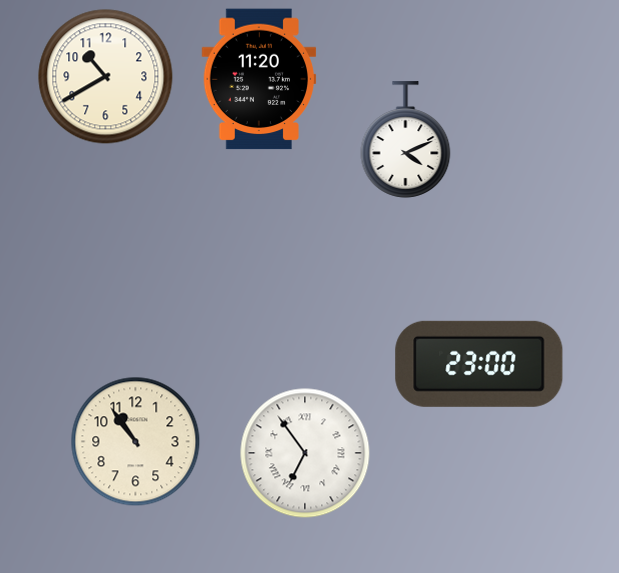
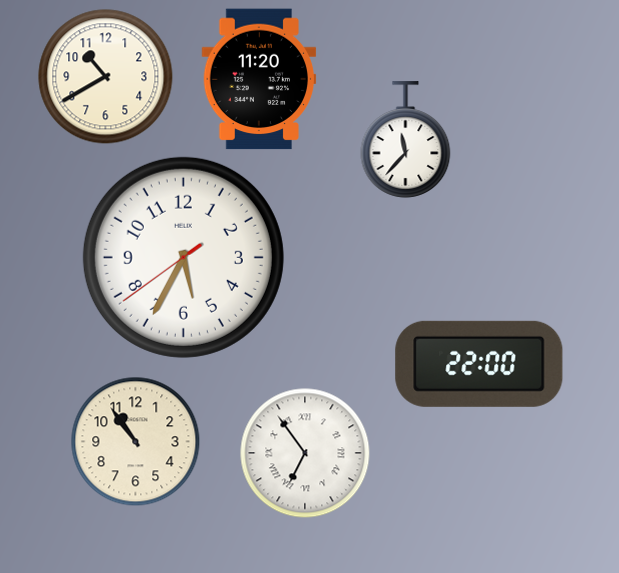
clock at (406, 140): 4:11 -> 11:37
clock at (183, 257): none -> 5:34
clock at (479, 364): 23:00 -> 22:00
